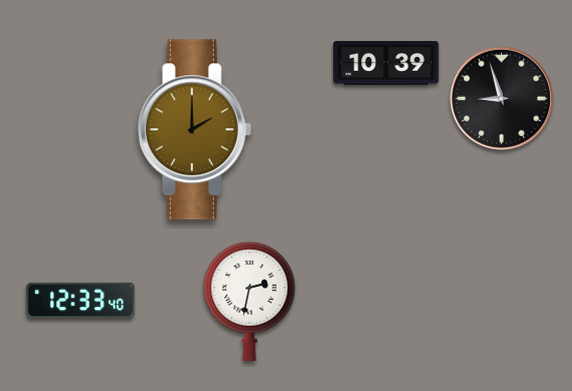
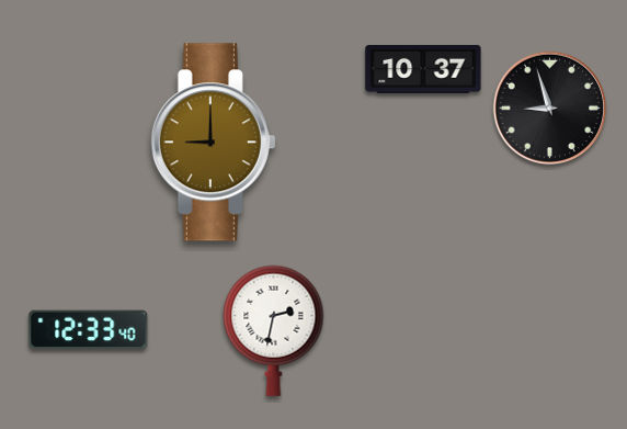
clock at (386, 63): 10:39 -> 10:37
clock at (194, 130): 2:00 -> 9:00
